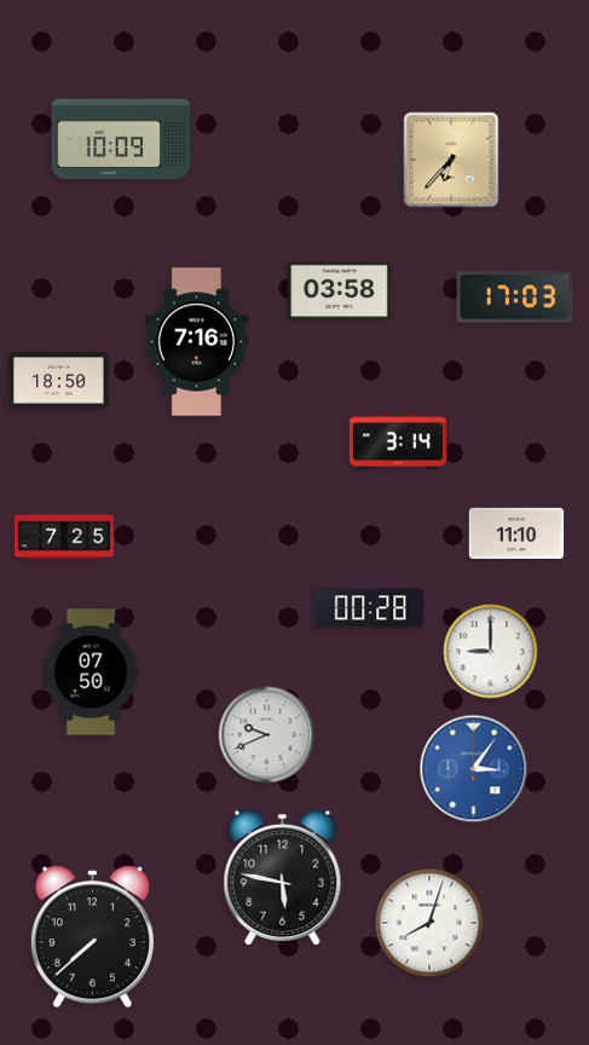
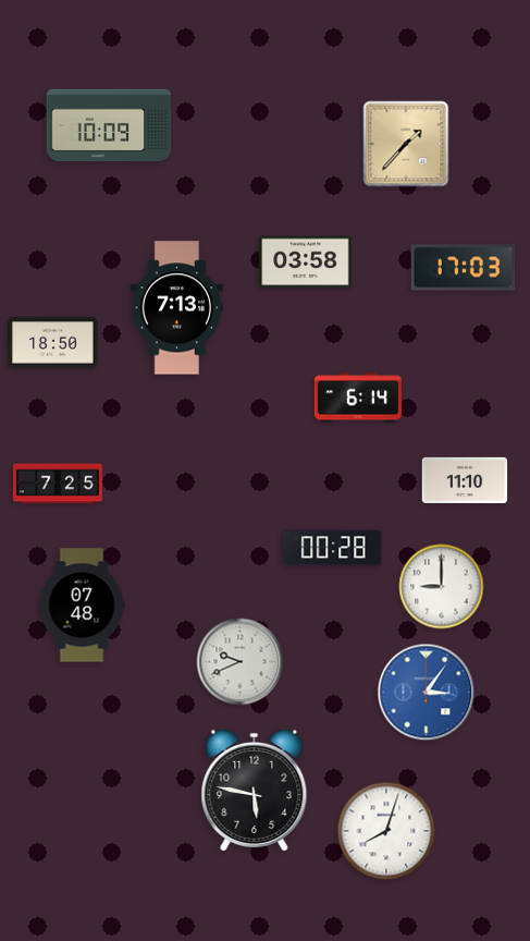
clock at (451, 160): 6:37 -> 1:37
clock at (197, 342): 7:16 -> 7:13
clock at (398, 441): 3:14 -> 6:14
clock at (91, 672): 07:50 -> 07:48
clock at (92, 937): 7:38 -> none
